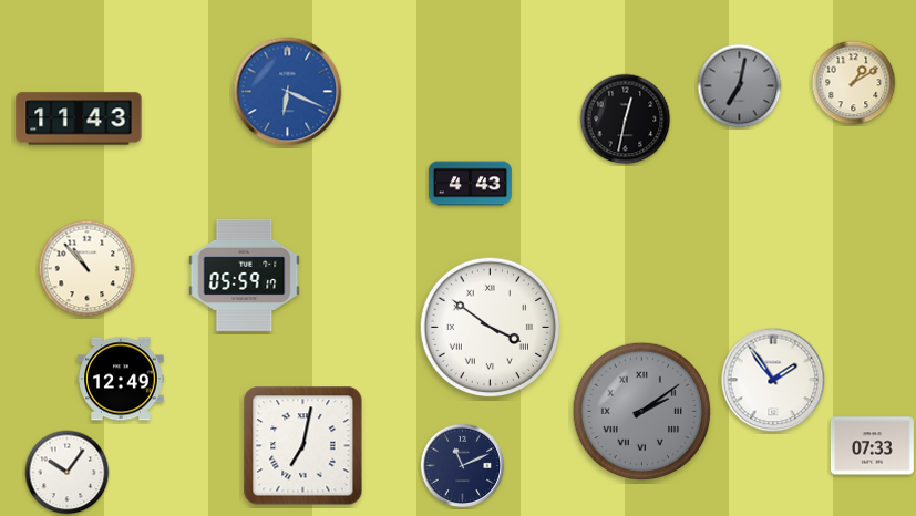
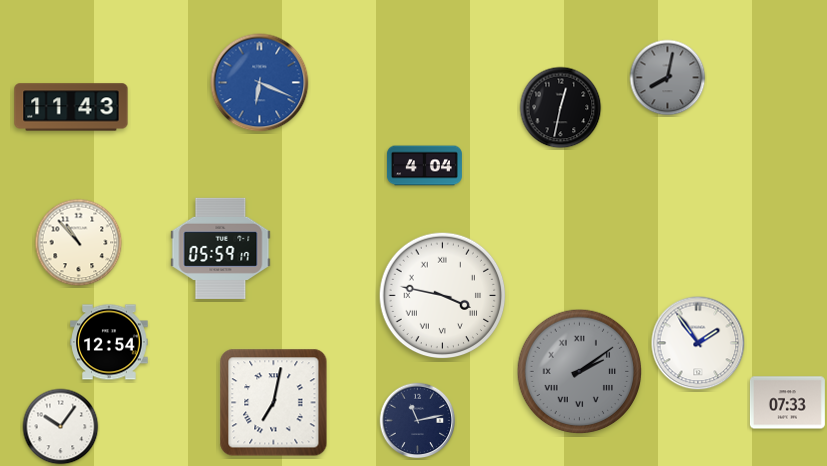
clock at (854, 83): 1:10 -> none
clock at (740, 86): 7:02 -> 8:02
clock at (626, 120) position: (626, 120) -> (561, 108)
clock at (470, 184): 4:43 -> 4:04
clock at (491, 328): 3:51 -> 3:47
clock at (121, 379): 12:49 -> 12:54
clock at (463, 466): 11:11 -> 11:13
